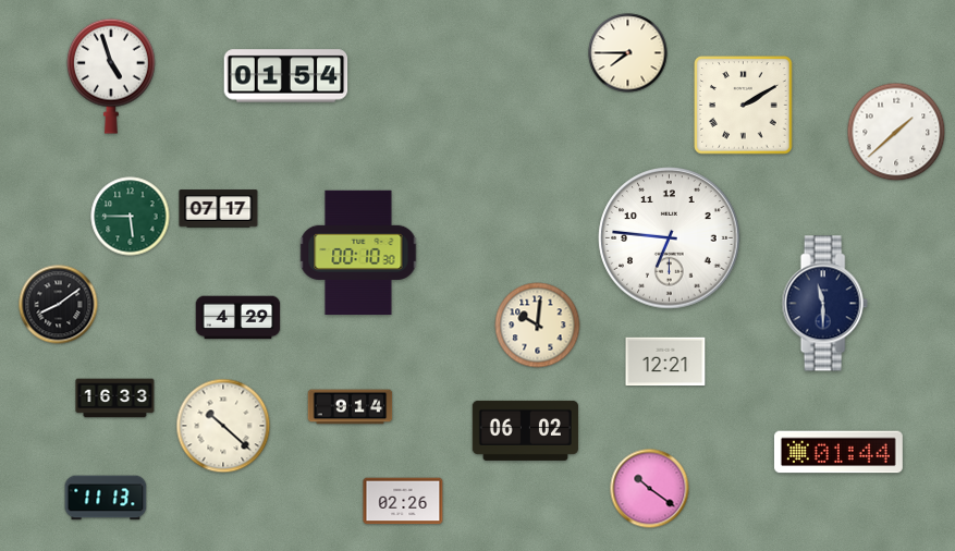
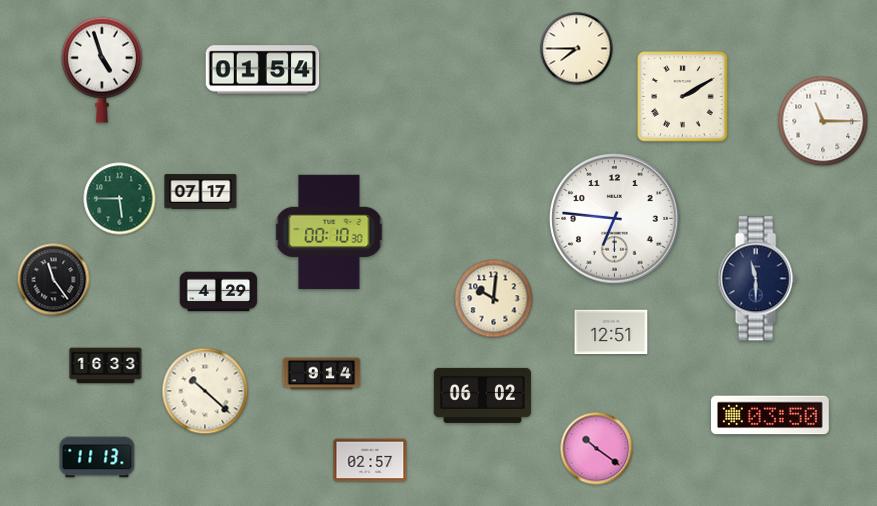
clock at (896, 132): 1:38 -> 11:15
clock at (59, 305): 8:09 -> 11:24
clock at (665, 362): 12:21 -> 12:51
clock at (838, 452): 01:44 -> 03:50
clock at (403, 501): 02:26 -> 02:57
